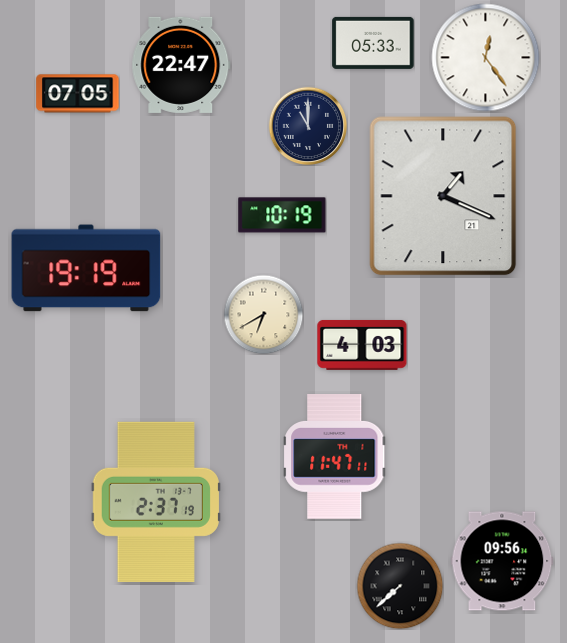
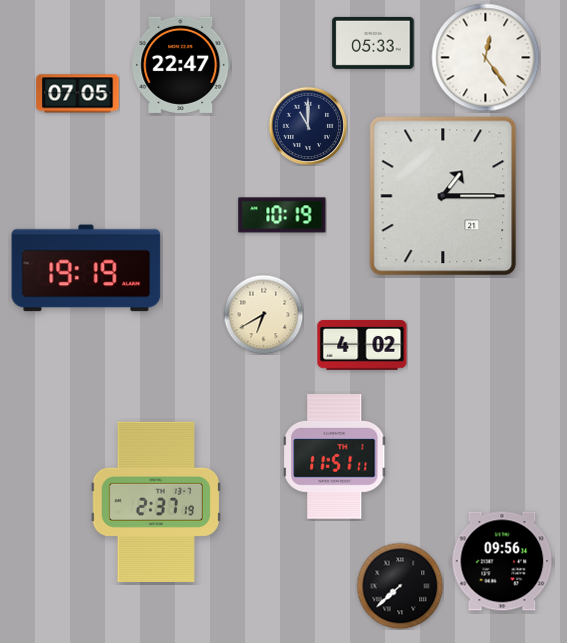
clock at (443, 196): 1:19 -> 1:15
clock at (362, 345): 4:03 -> 4:02
clock at (335, 457): 11:47 -> 11:51
